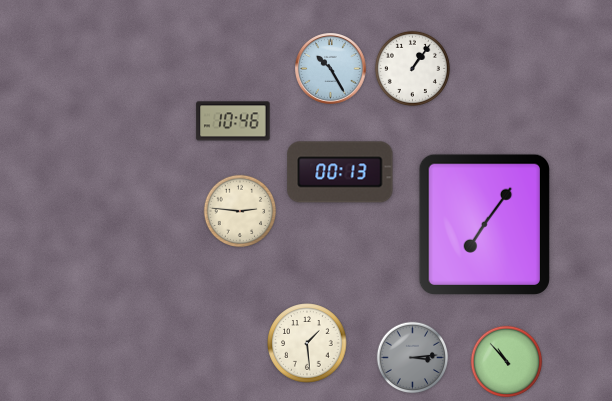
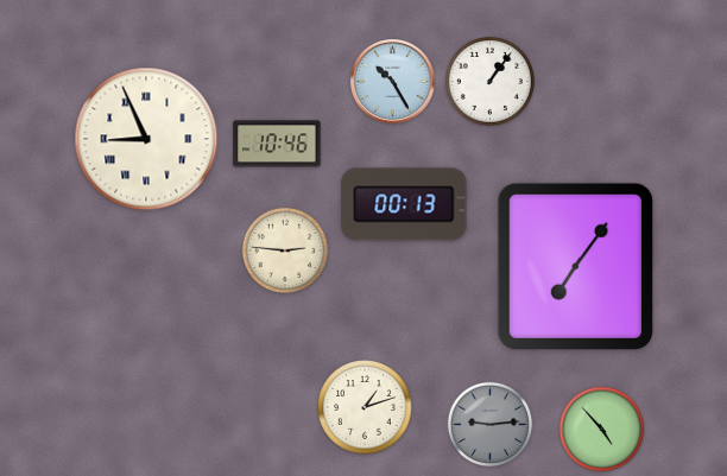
clock at (146, 139): none -> 8:56
clock at (307, 343): 1:29 -> 1:12
clock at (413, 358): 3:14 -> 9:14
clock at (507, 362): 10:53 -> 4:53
